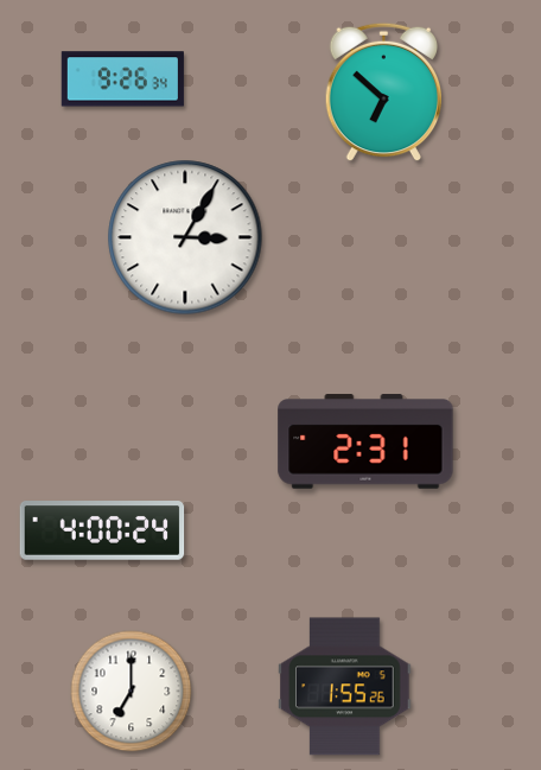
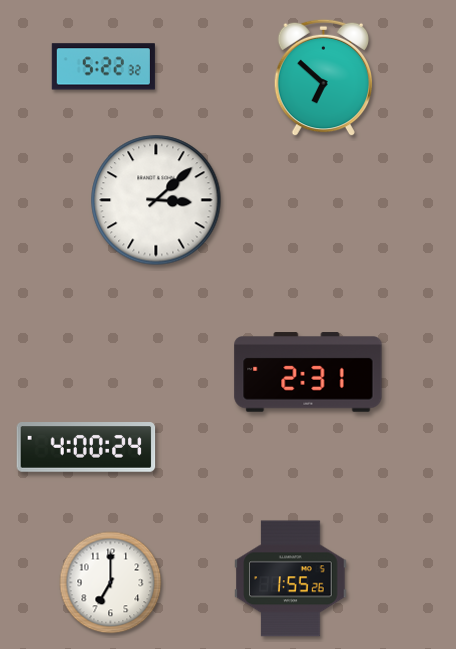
clock at (122, 79): 9:26 -> 5:22
clock at (185, 237): 3:05 -> 3:08
